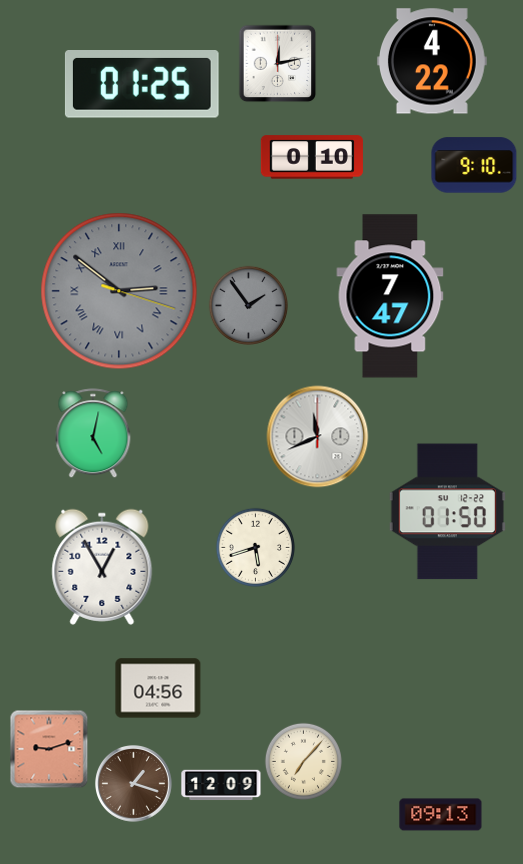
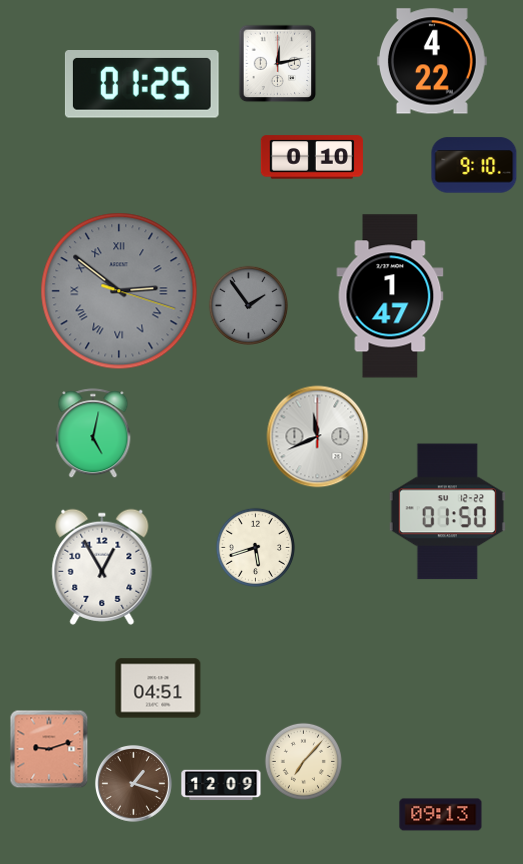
clock at (390, 296): 7:47 -> 1:47
clock at (158, 688): 04:56 -> 04:51
